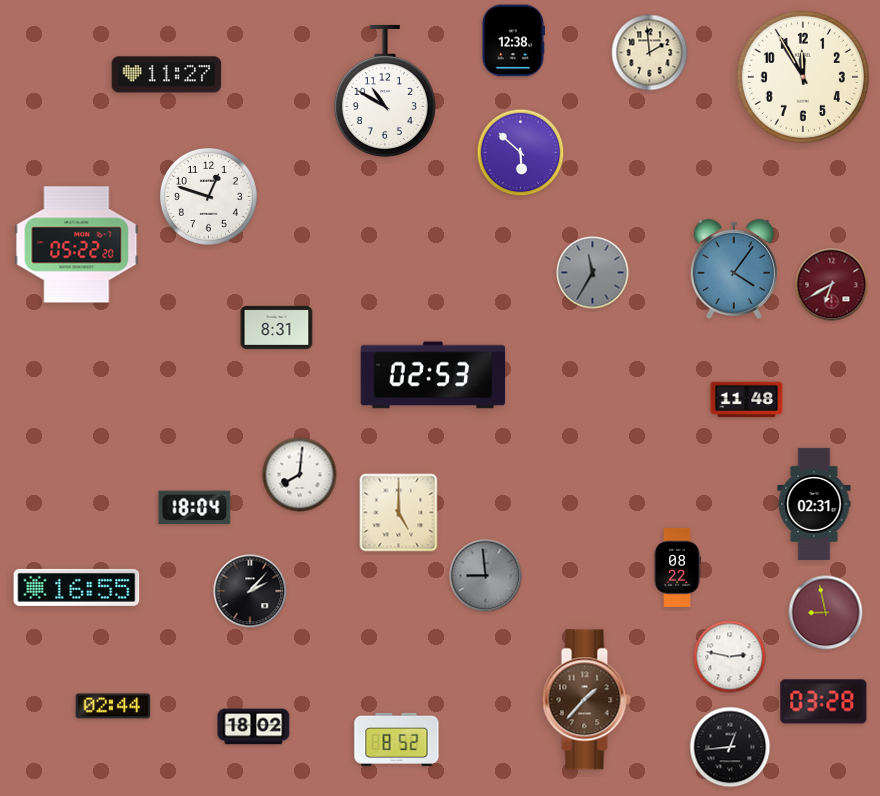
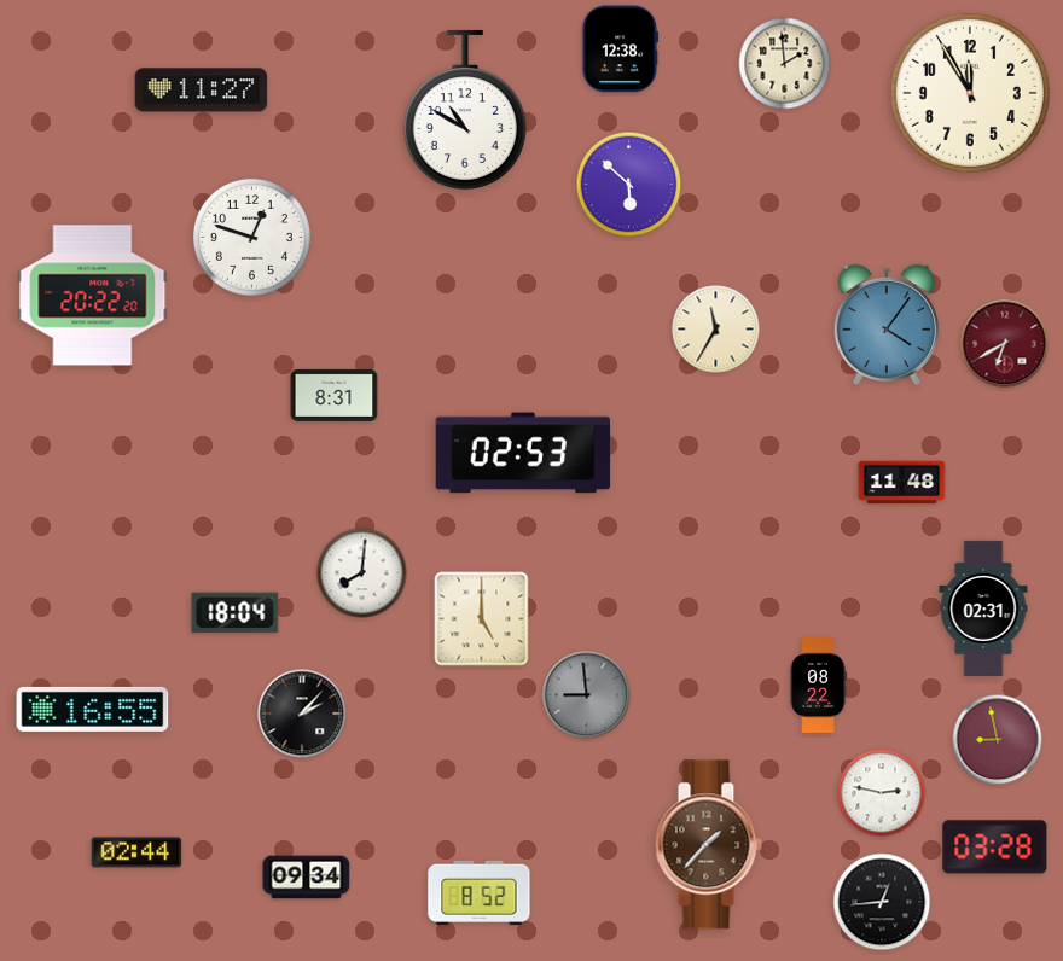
clock at (77, 245): 05:22 -> 20:22
clock at (593, 273) dial: grey -> cream
clock at (254, 727): 18:02 -> 09:34
